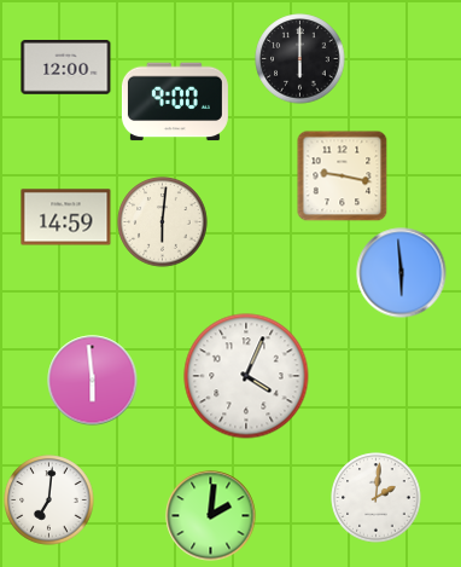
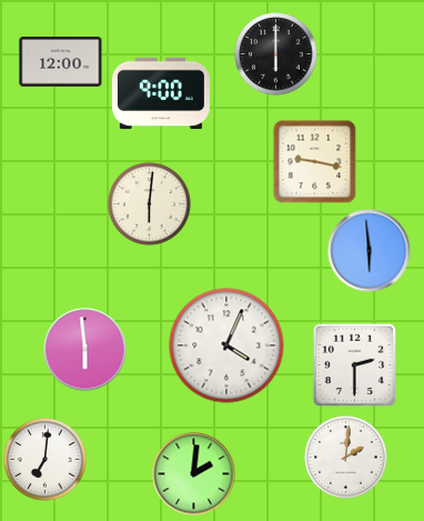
clock at (66, 218): 14:59 -> none
clock at (355, 365): none -> 2:30
